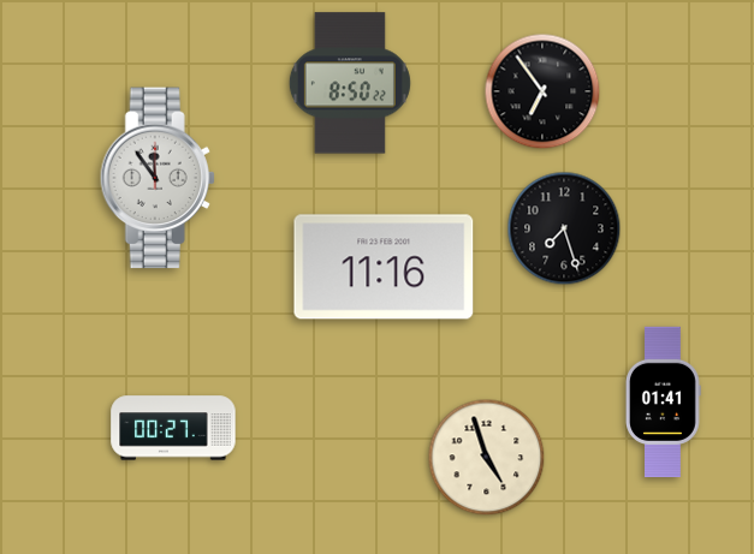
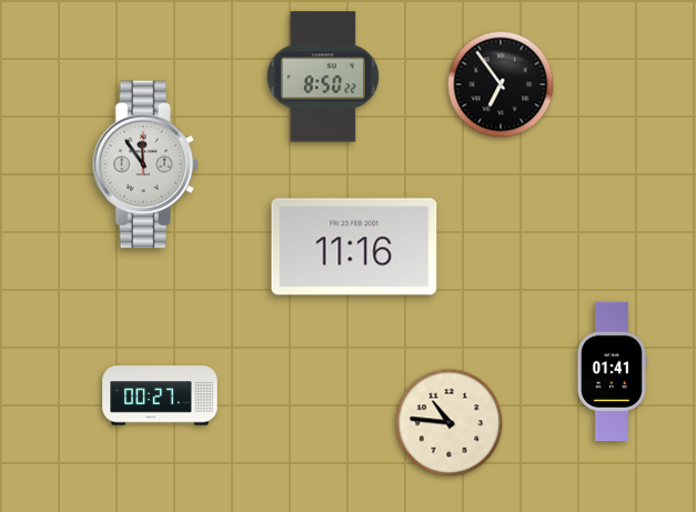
clock at (564, 228): 7:27 -> none
clock at (487, 458): 4:57 -> 10:46
